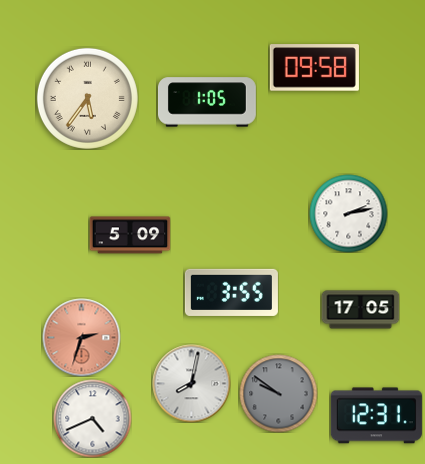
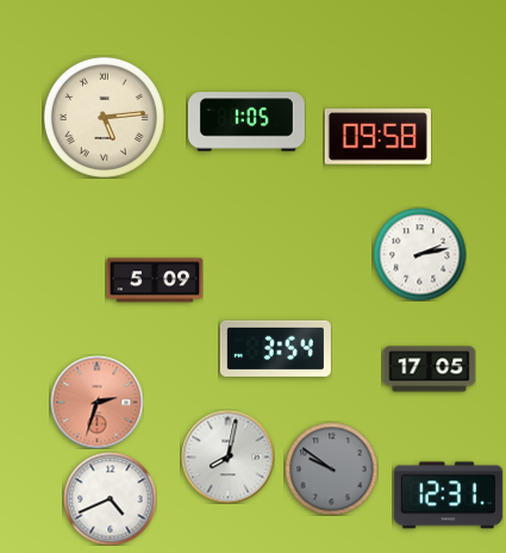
clock at (314, 68) position: (314, 68) -> (377, 137)
clock at (87, 98): 5:36 -> 5:14
clock at (348, 213) position: (348, 213) -> (419, 254)
clock at (231, 292): 3:55 -> 3:54
